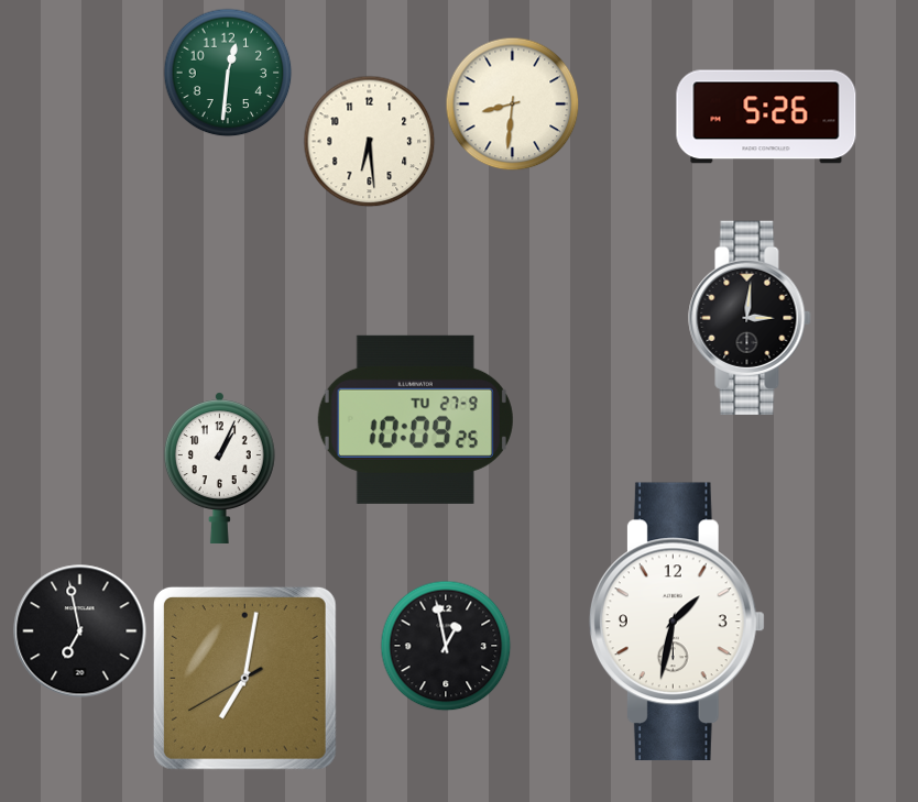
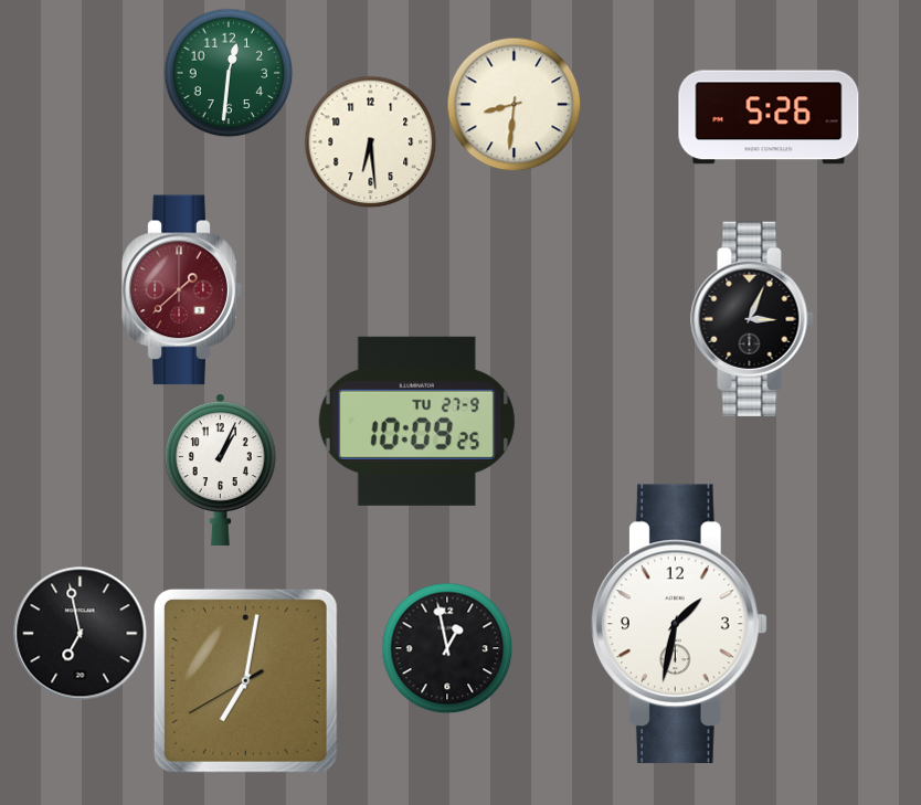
clock at (182, 290): none -> 1:38
clock at (750, 318): 3:01 -> 3:04
